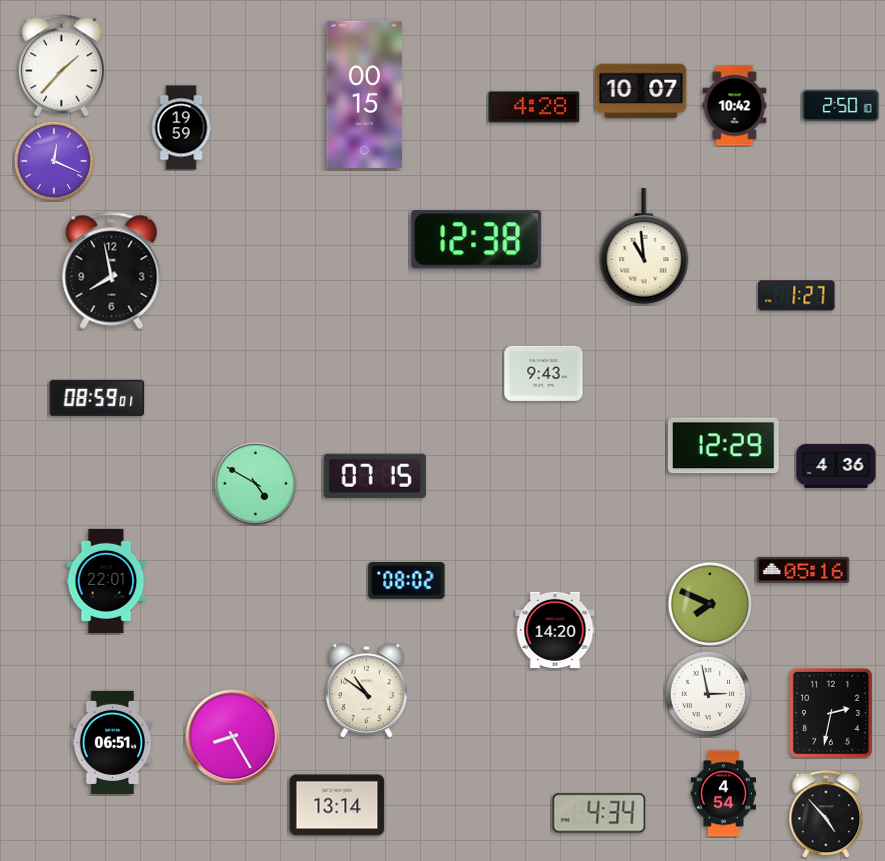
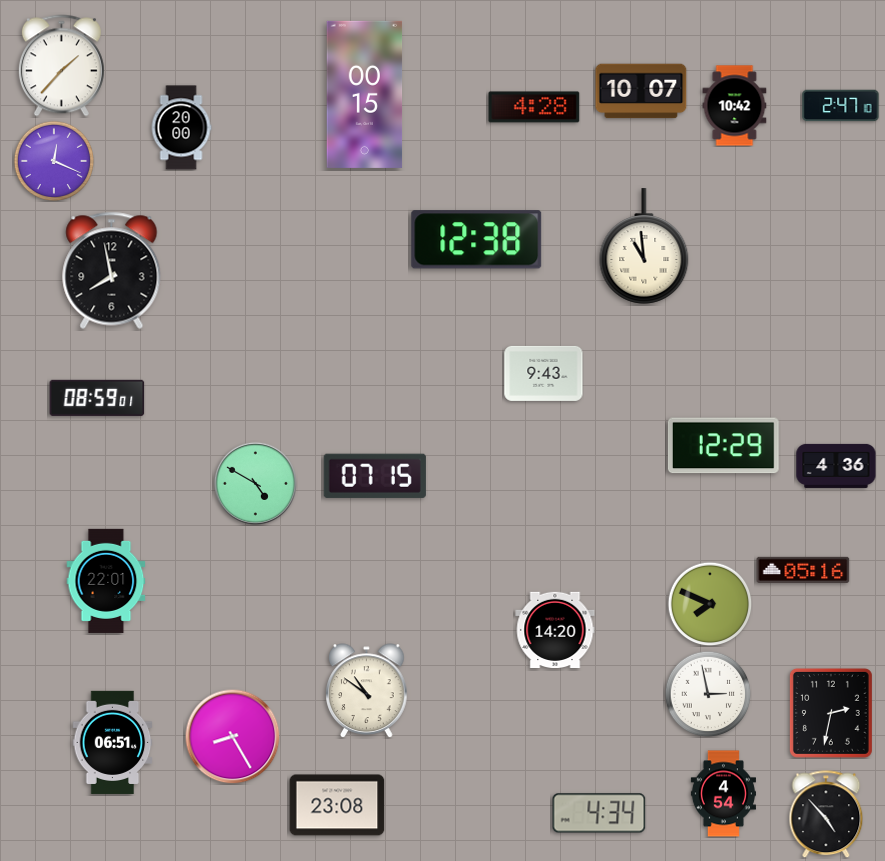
clock at (841, 106): 2:50 -> 2:47
clock at (181, 128): 19:59 -> 20:00
clock at (797, 296): 1:27 -> none
clock at (407, 581): 08:02 -> none
clock at (337, 805): 13:14 -> 23:08
